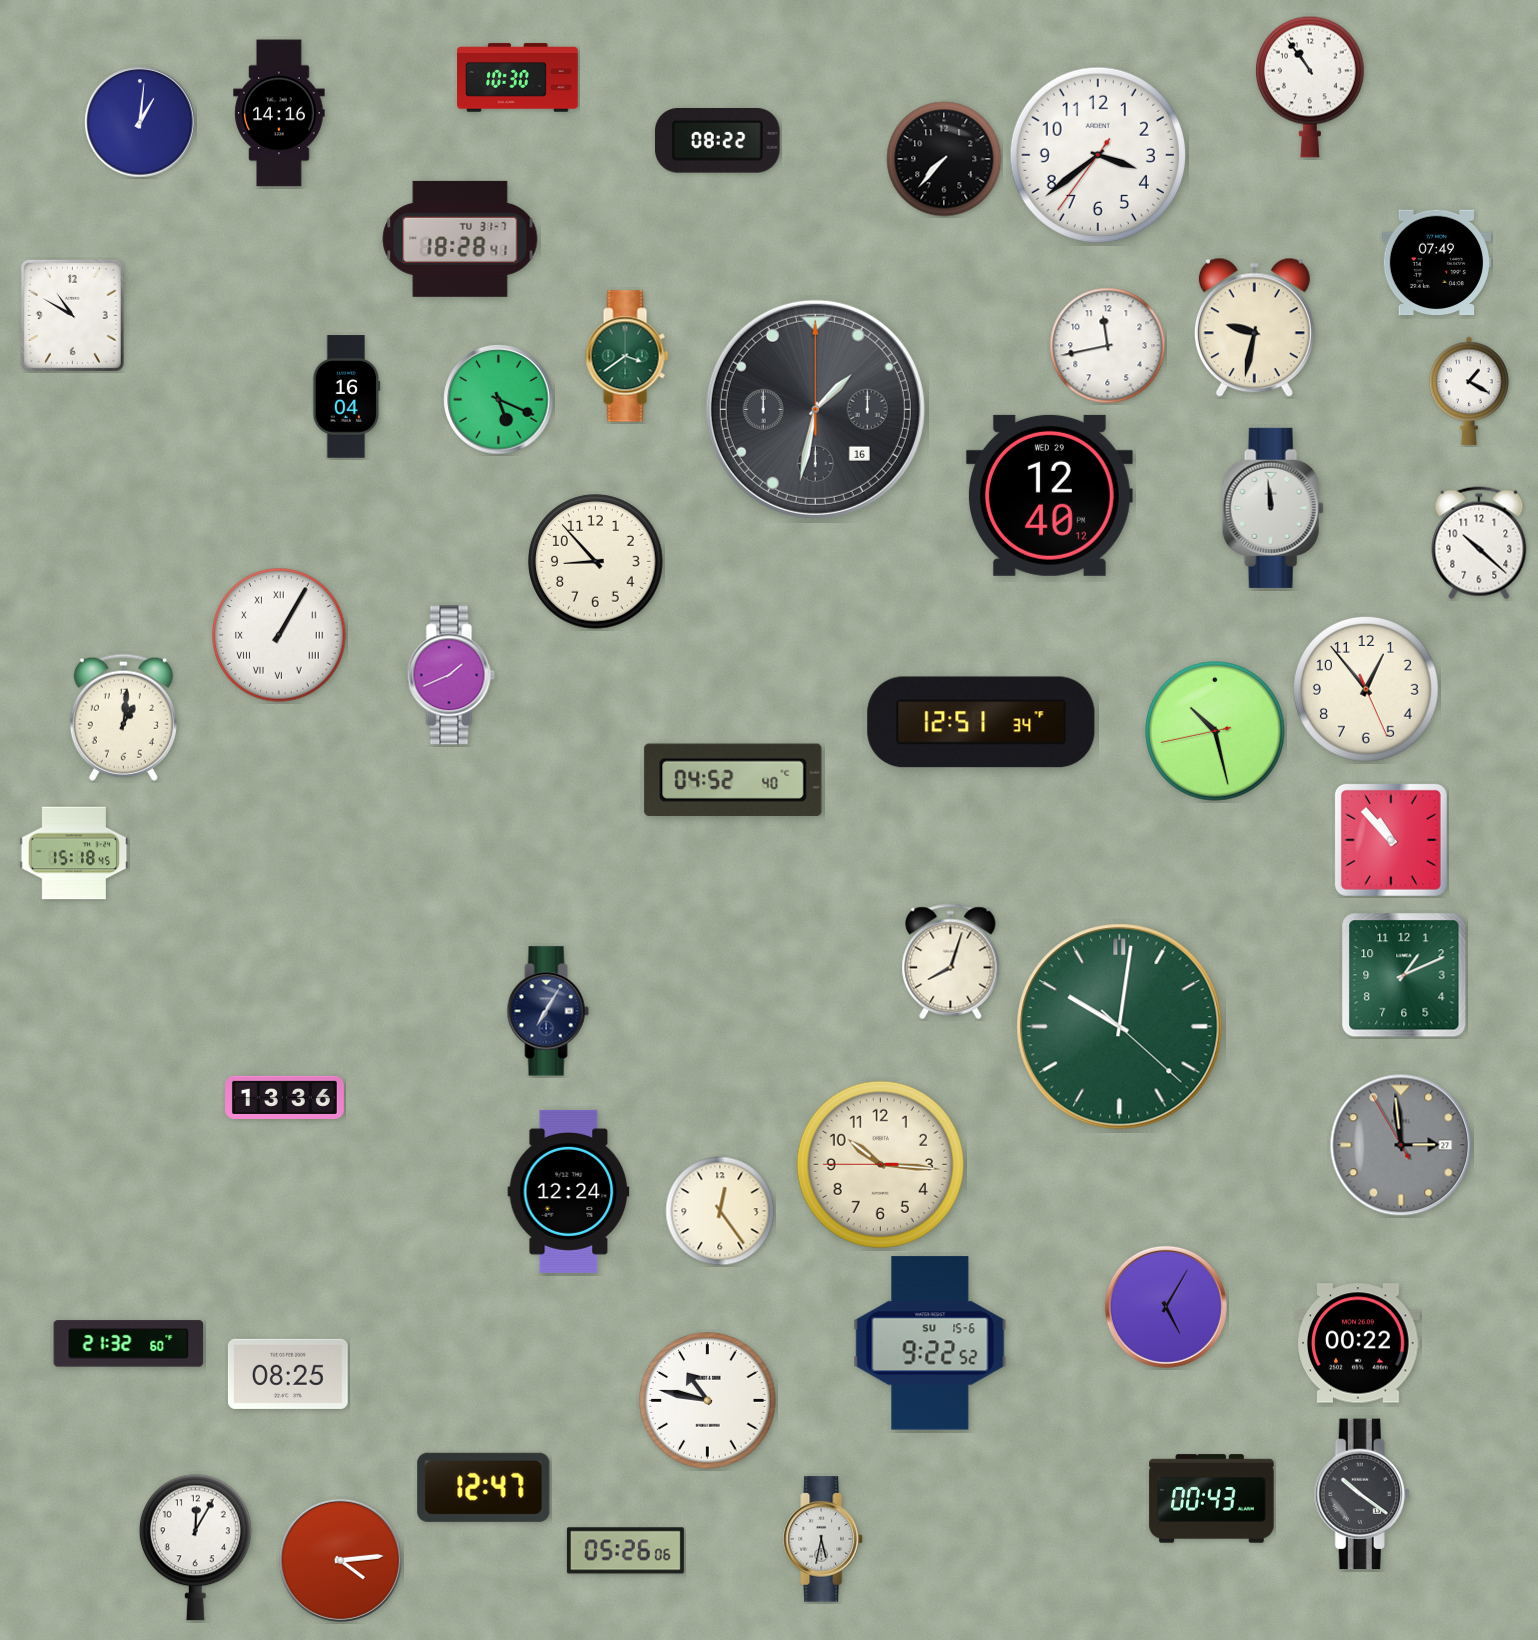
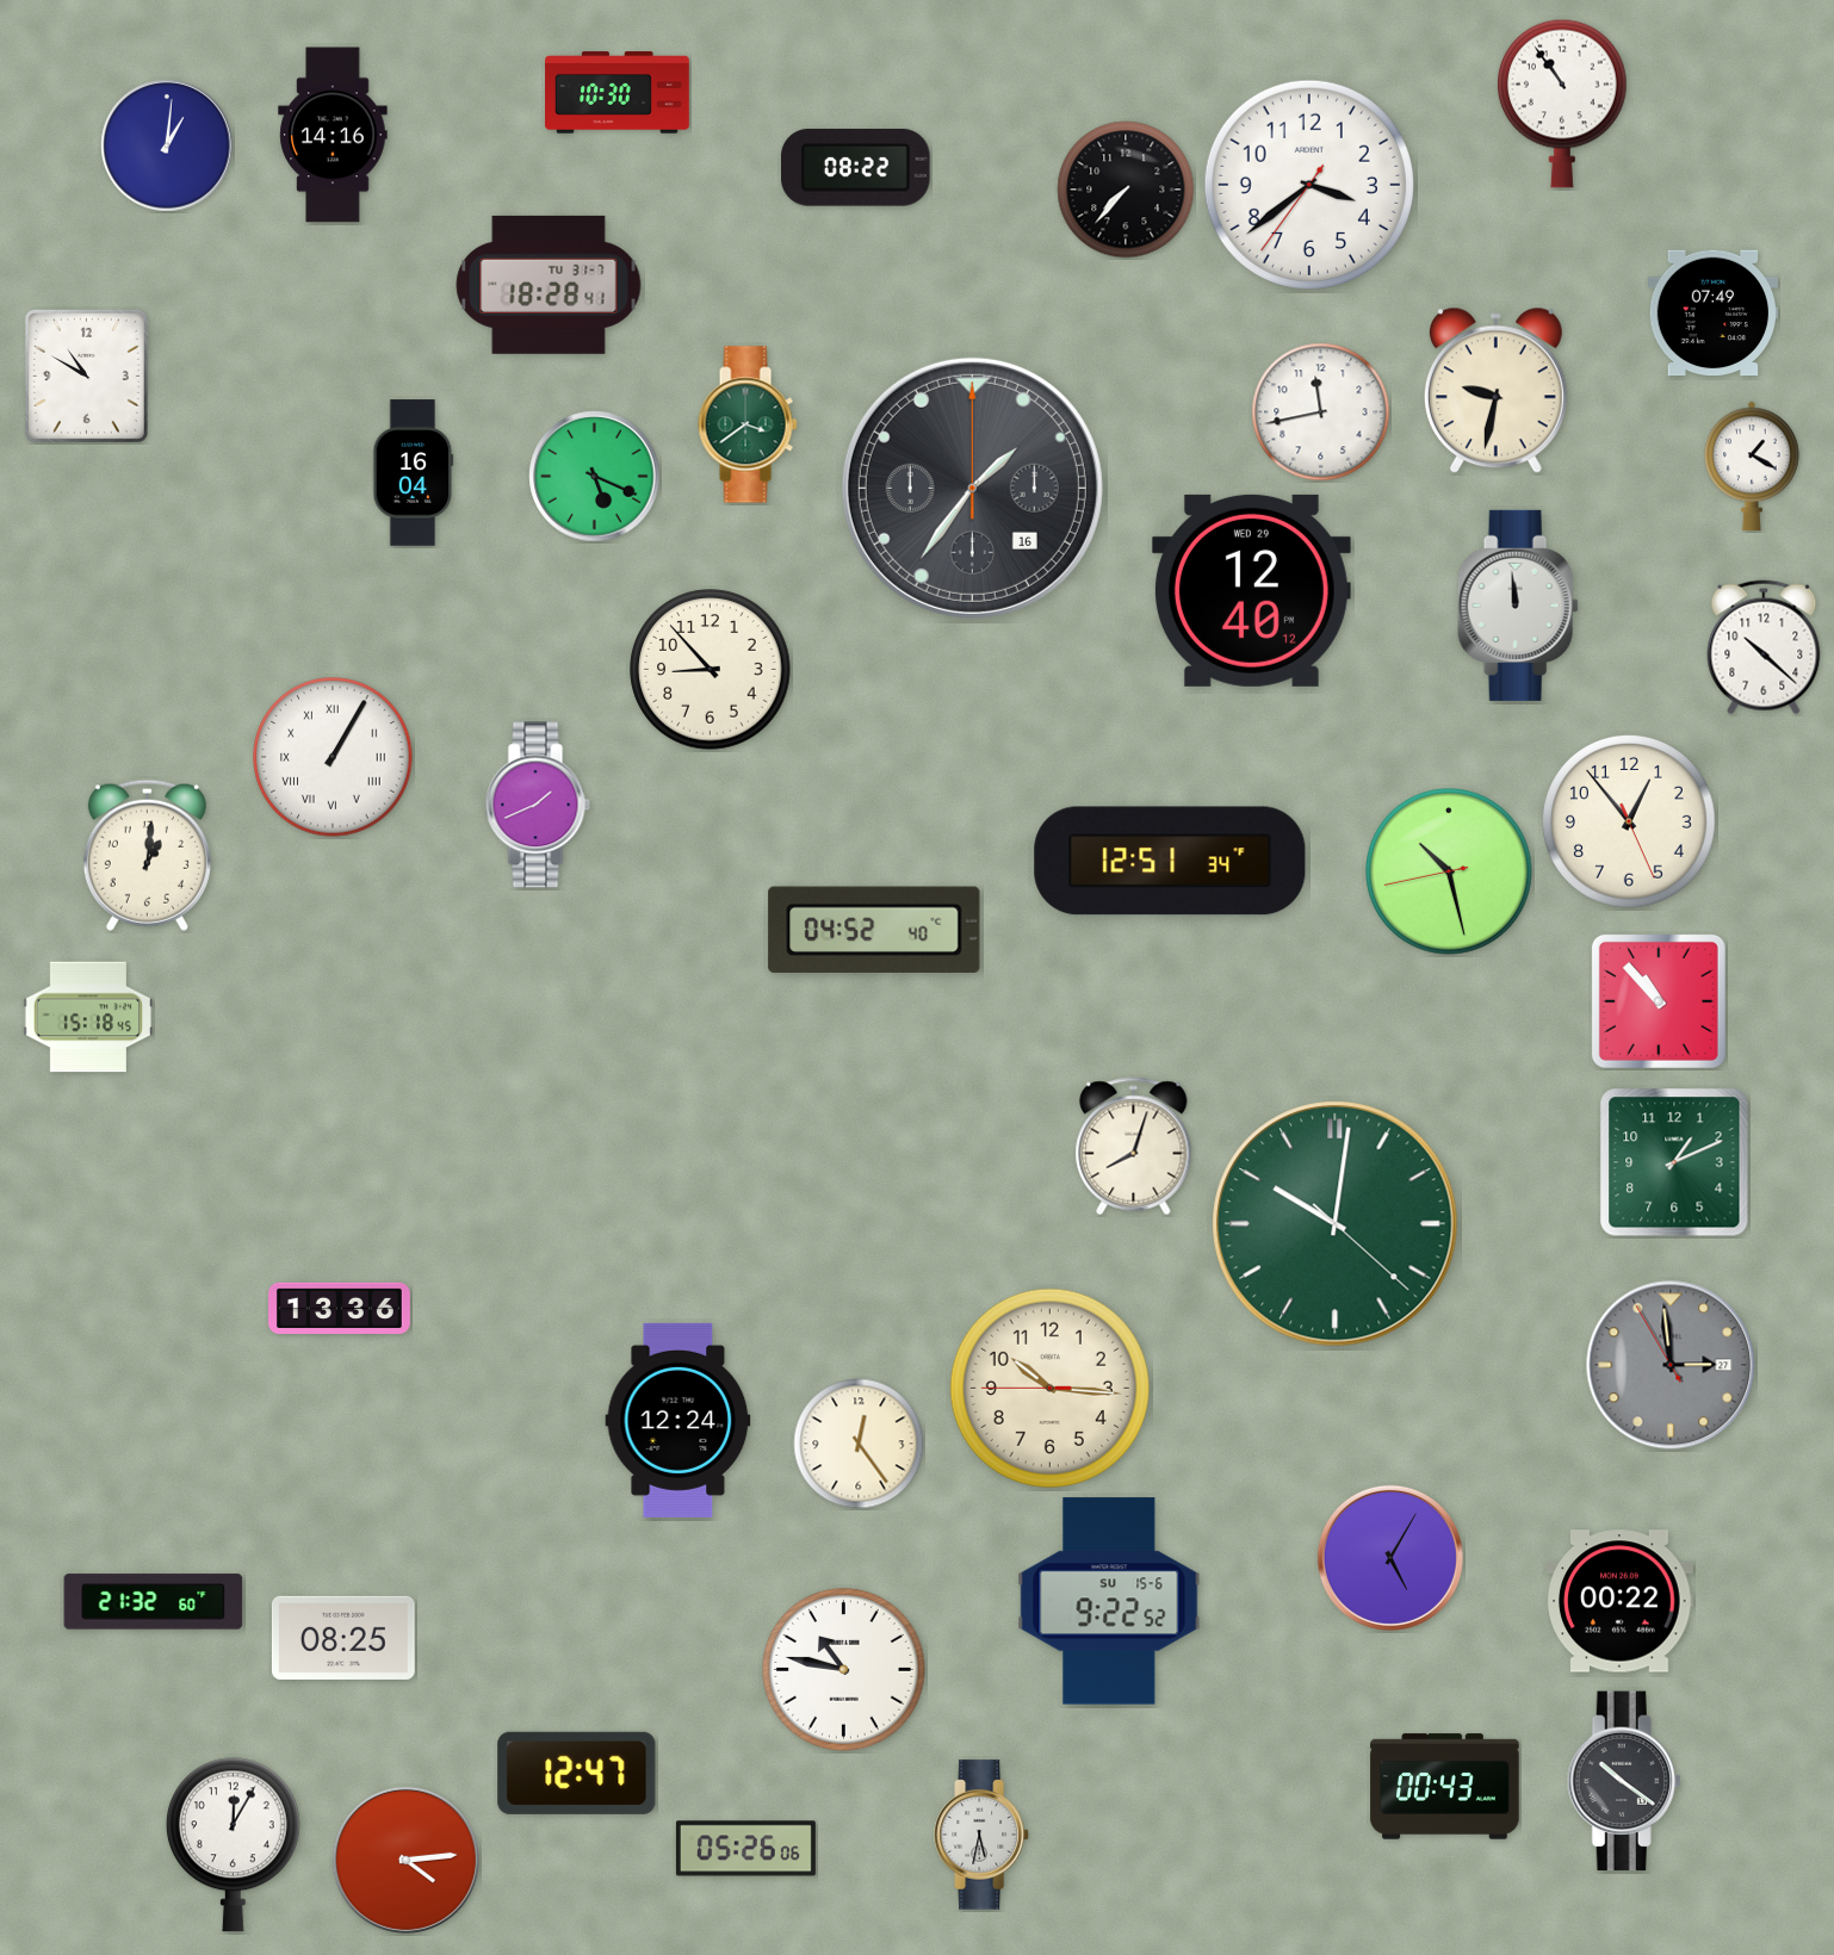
clock at (815, 409): 1:32 -> 1:36
clock at (548, 1011): 7:05 -> none
